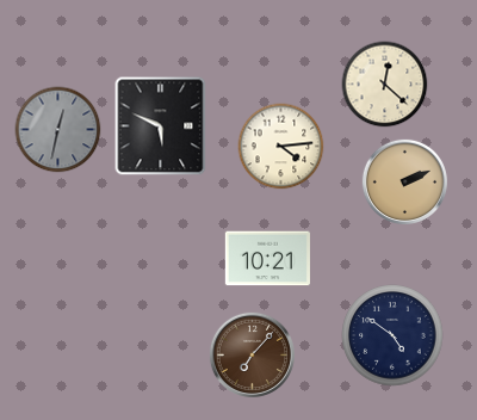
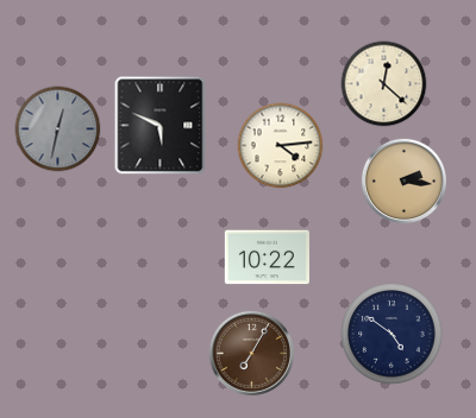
clock at (404, 181): 2:11 -> 2:16
clock at (267, 259): 10:21 -> 10:22
clock at (252, 354): 7:07 -> 7:05
